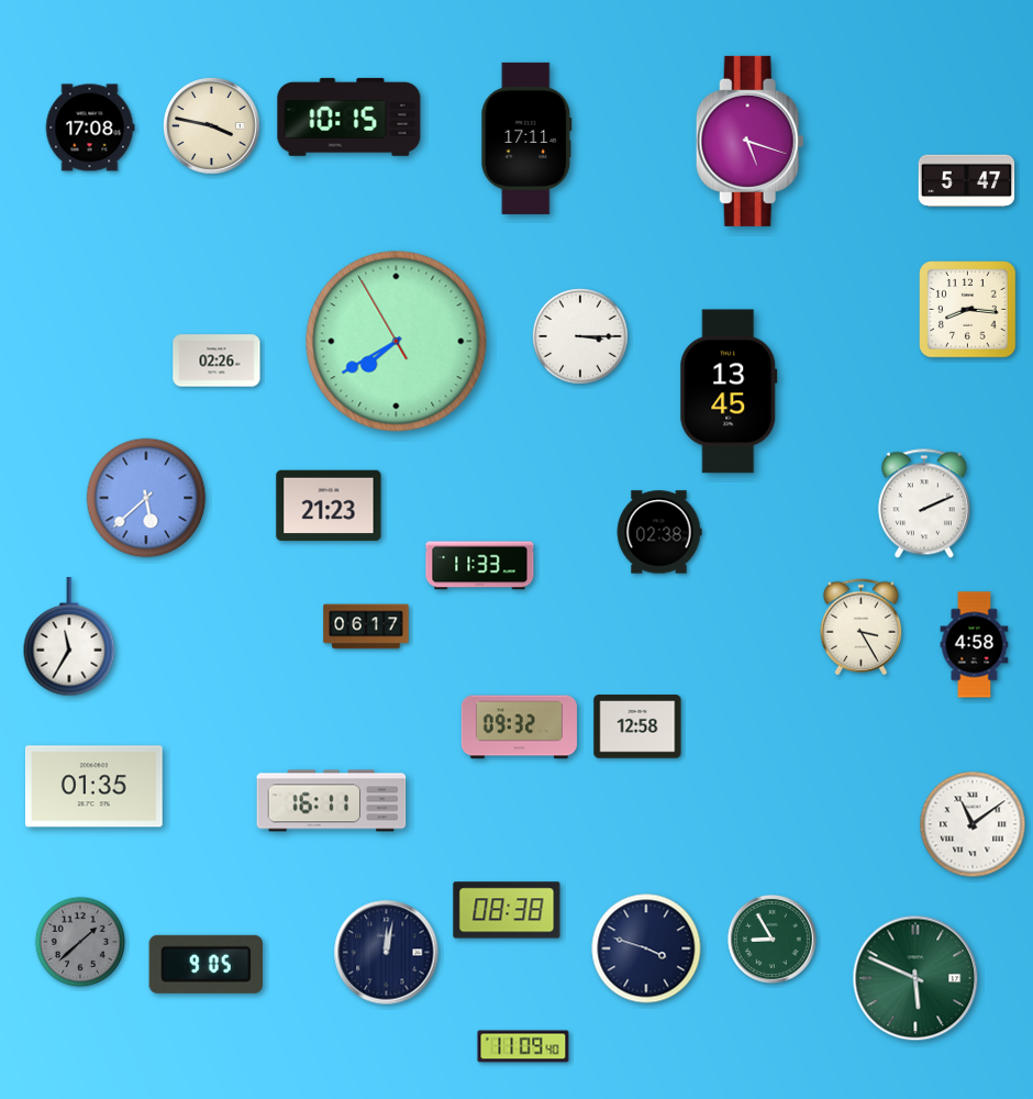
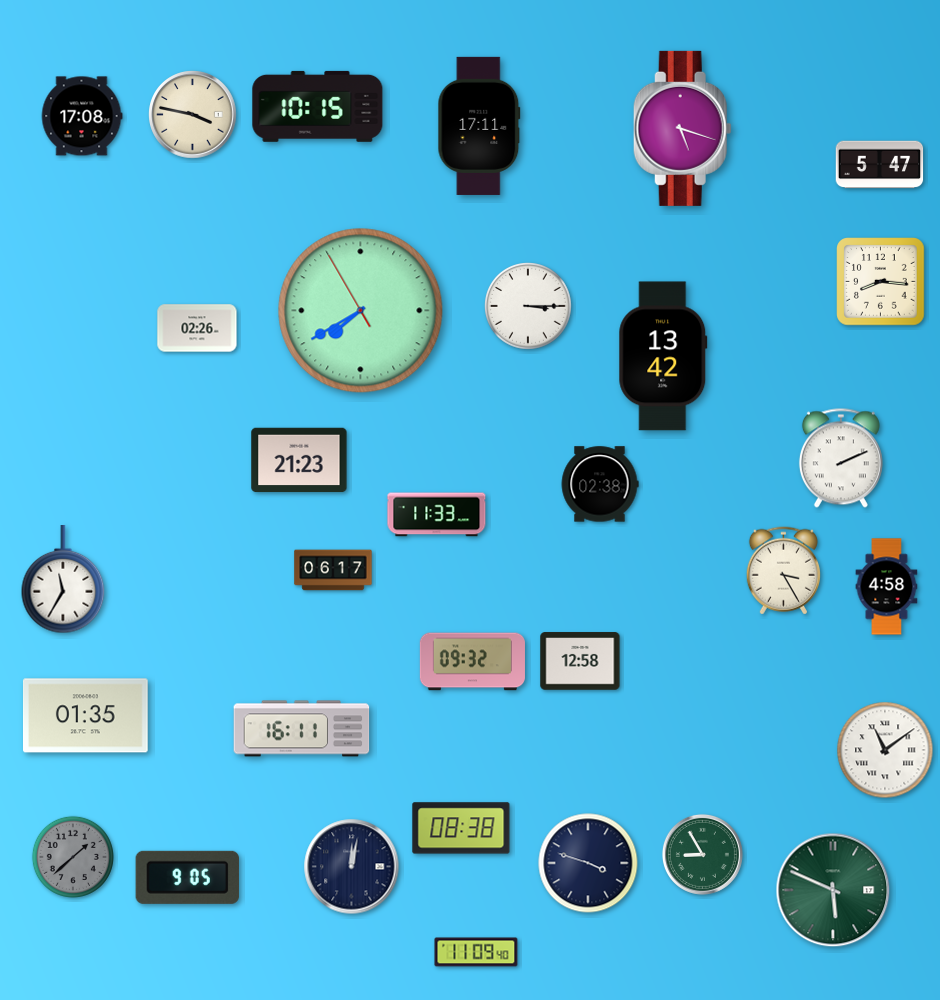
clock at (729, 391): 13:45 -> 13:42
clock at (146, 498): 5:38 -> none
